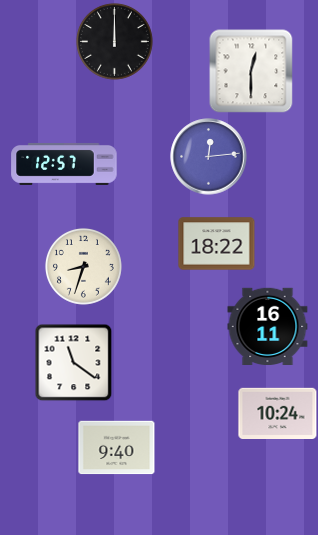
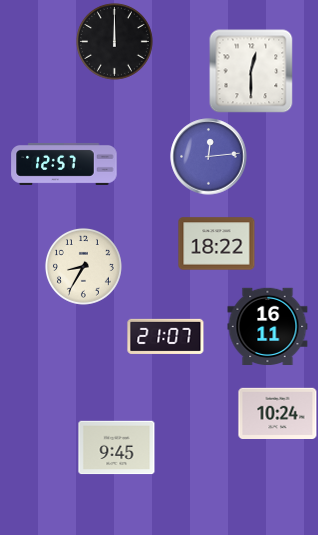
clock at (83, 266): 8:33 -> 8:35
clock at (166, 336): none -> 21:07
clock at (73, 362): 11:21 -> none
clock at (117, 448): 9:40 -> 9:45
